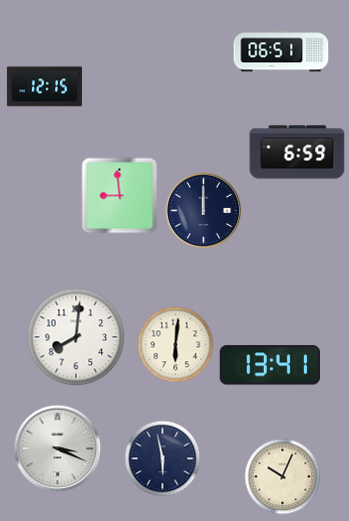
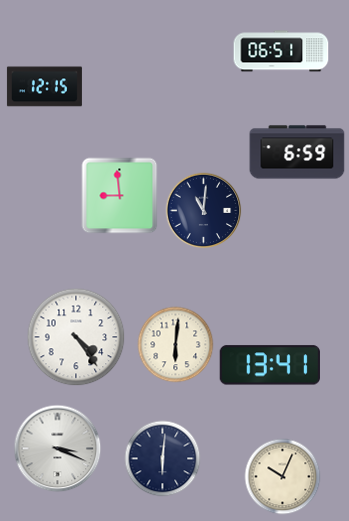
clock at (204, 211): 12:00 -> 11:01
clock at (76, 337): 8:01 -> 4:24
clock at (163, 459): 5:58 -> 6:01
